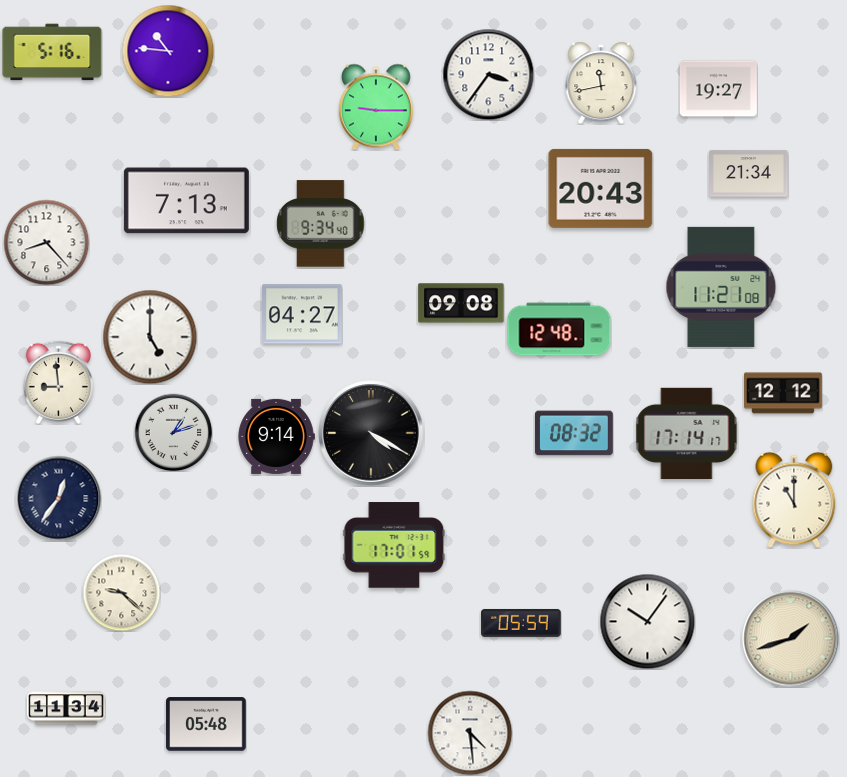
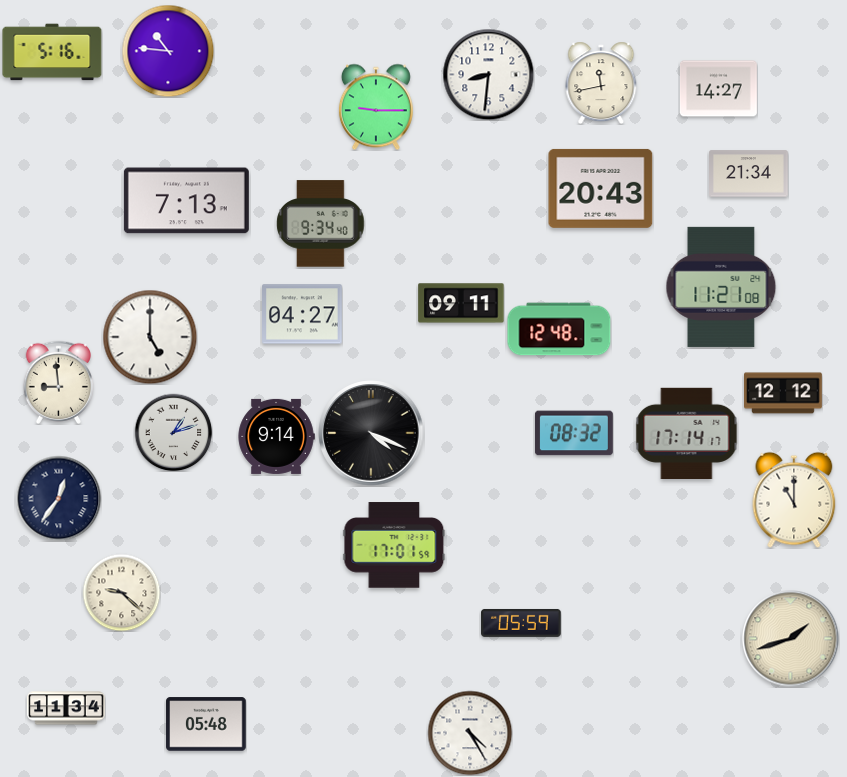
clock at (488, 74): 3:36 -> 8:31
clock at (718, 89): 19:27 -> 14:27
clock at (46, 242): 8:23 -> none
clock at (461, 303): 09:08 -> 09:11
clock at (371, 433): 4:20 -> 4:19
clock at (647, 621): 10:06 -> none
clock at (470, 733): 4:29 -> 4:25
